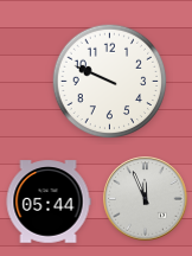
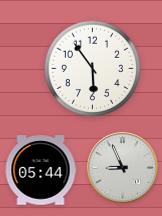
clock at (110, 82): 9:49 -> 5:54
clock at (146, 199): 11:56 -> 8:56
